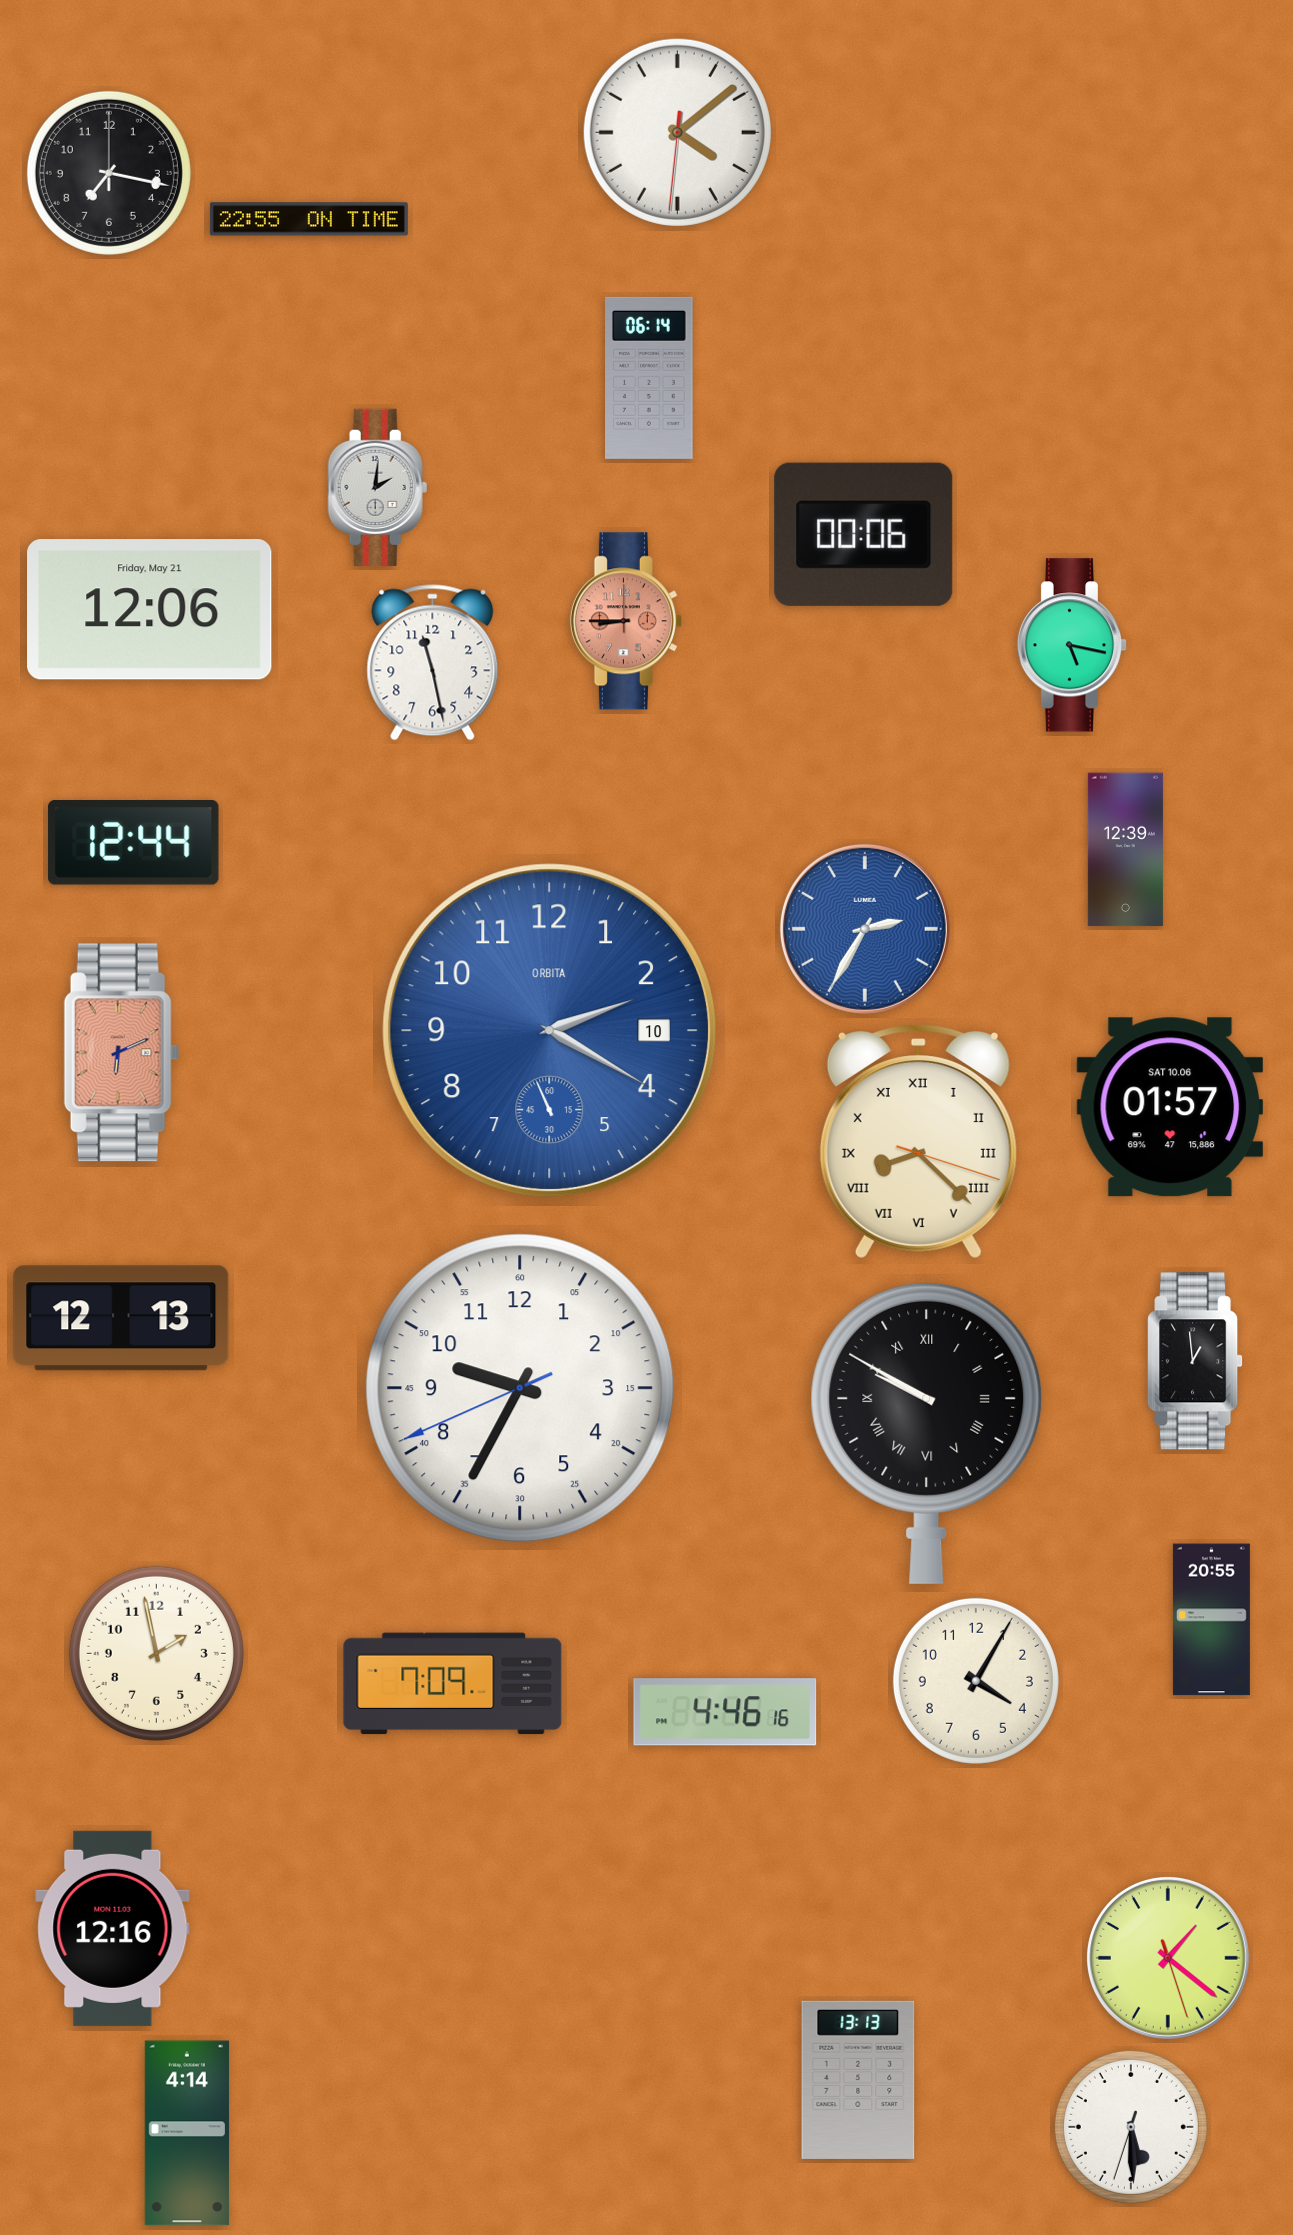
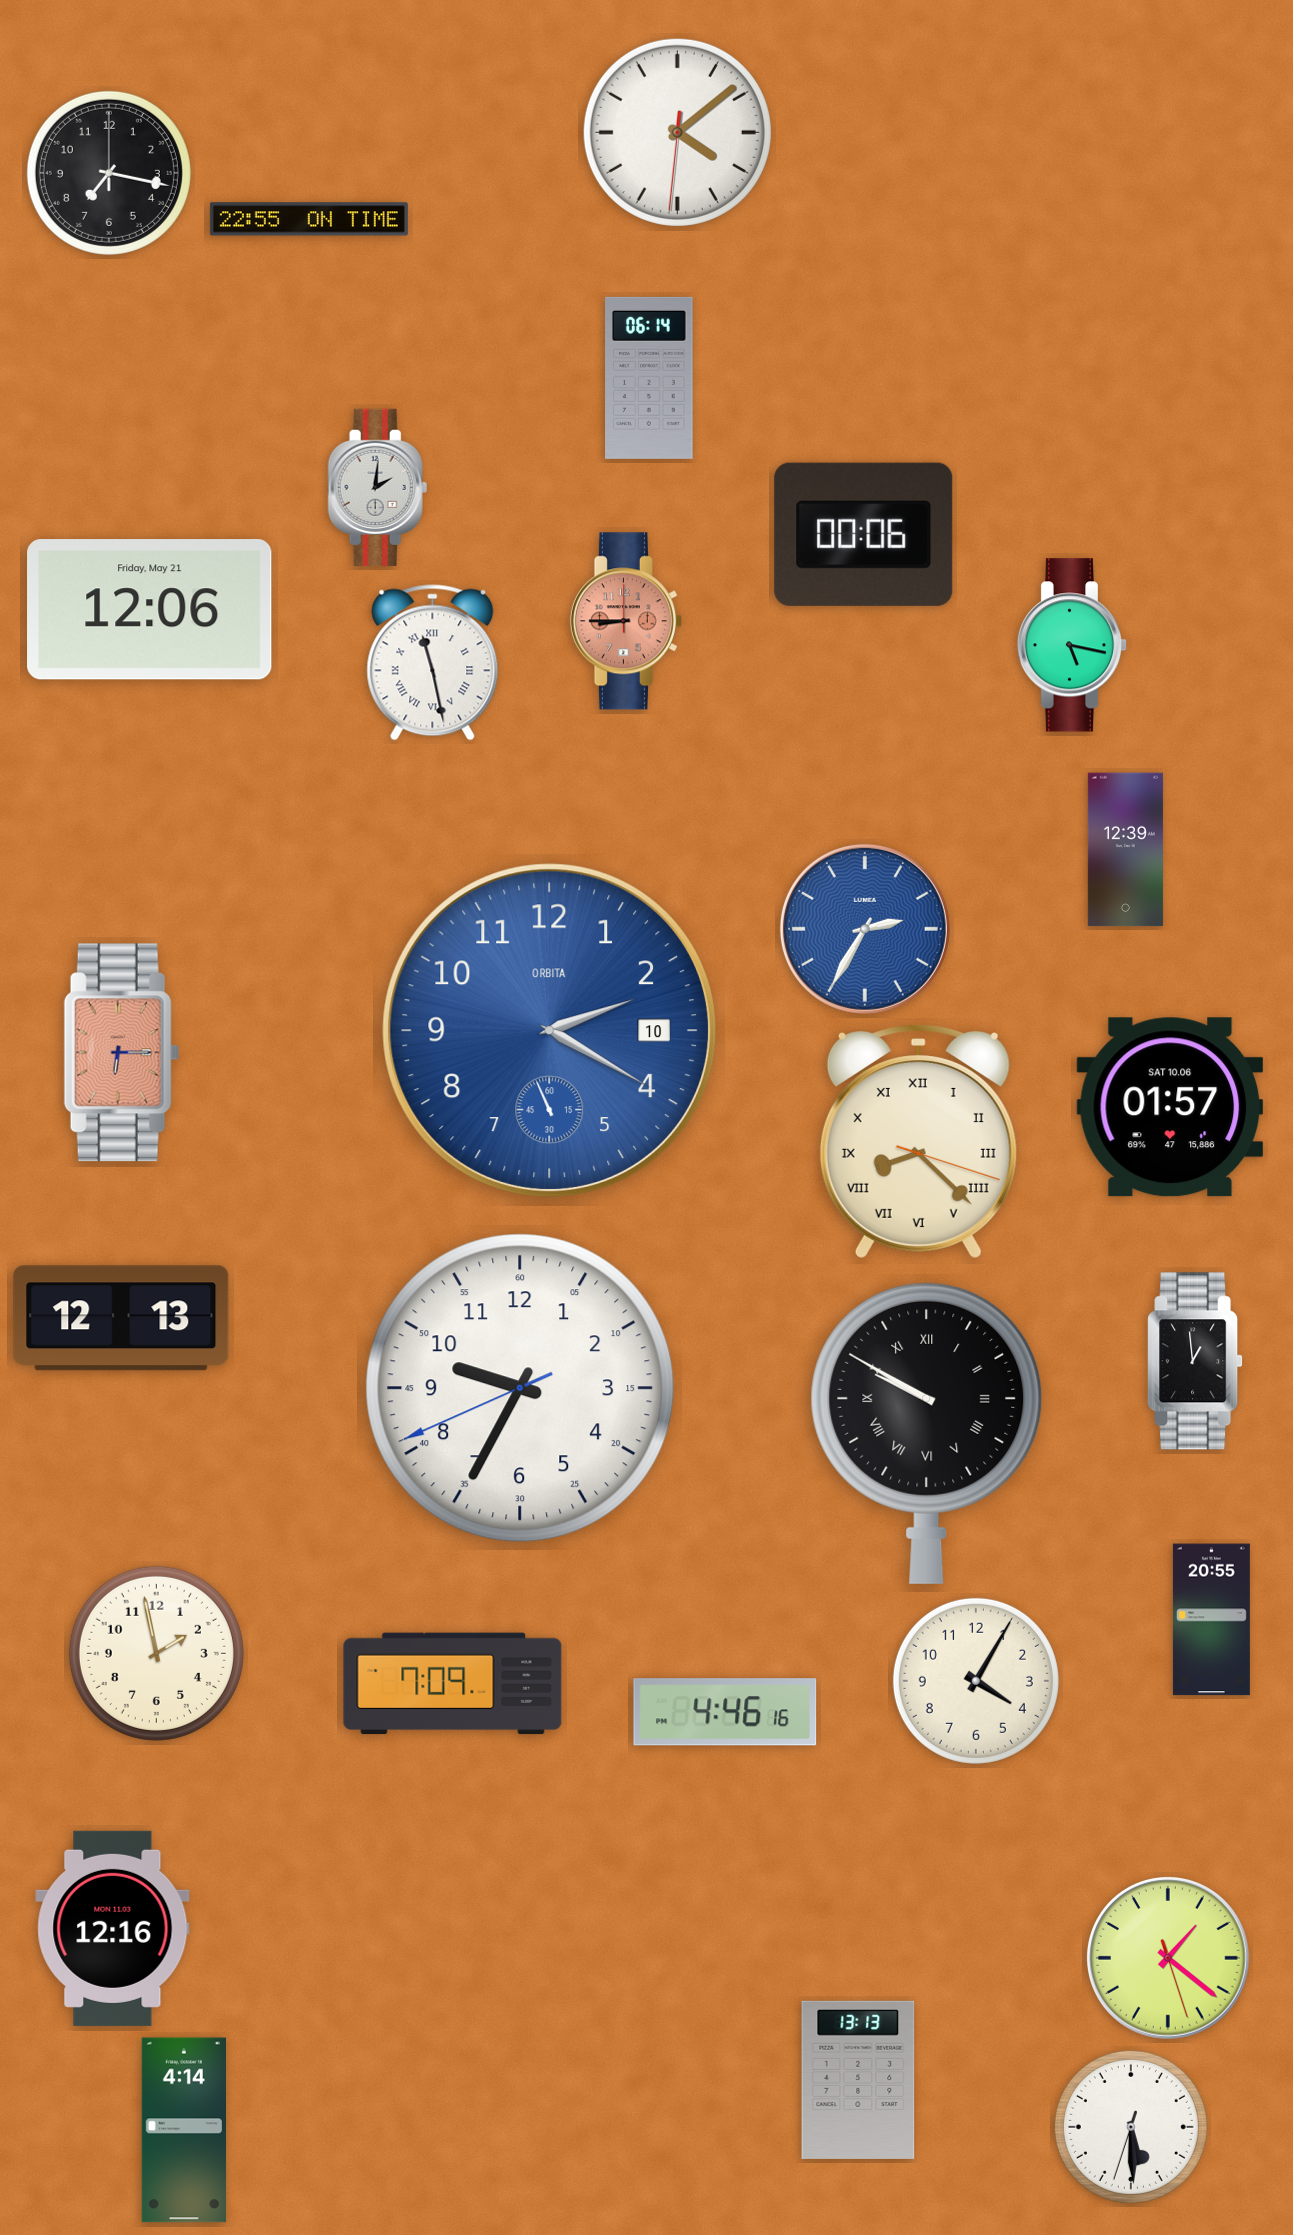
clock at (433, 663) numerals: Arabic -> Roman
clock at (134, 843): 12:44 -> none
clock at (121, 1053): 6:11 -> 6:15
clock at (187, 2133) position: (187, 2133) -> (184, 2130)
